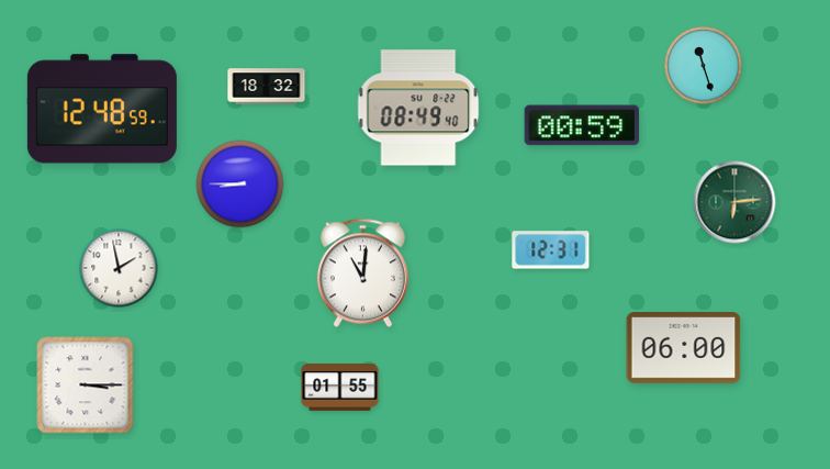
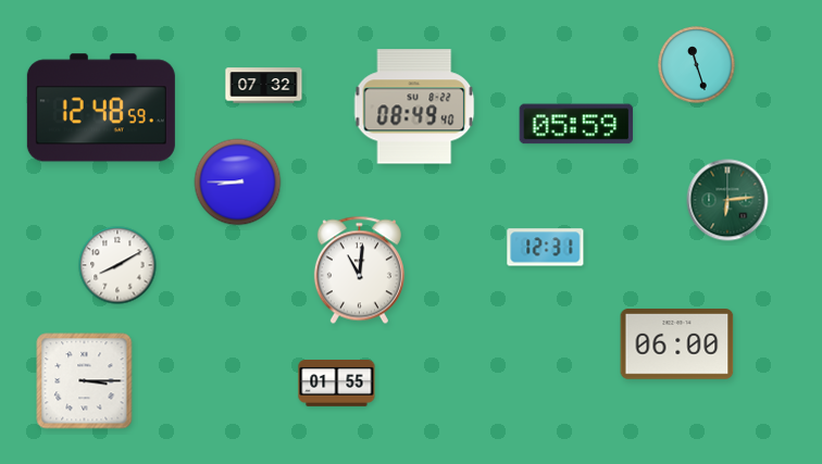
clock at (267, 87): 18:32 -> 07:32
clock at (582, 125): 00:59 -> 05:59
clock at (119, 268): 1:58 -> 8:10
